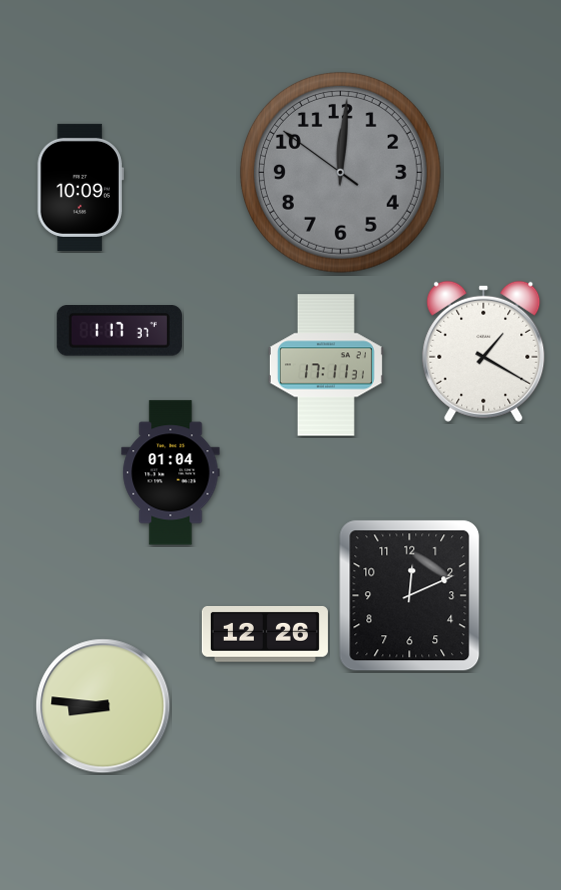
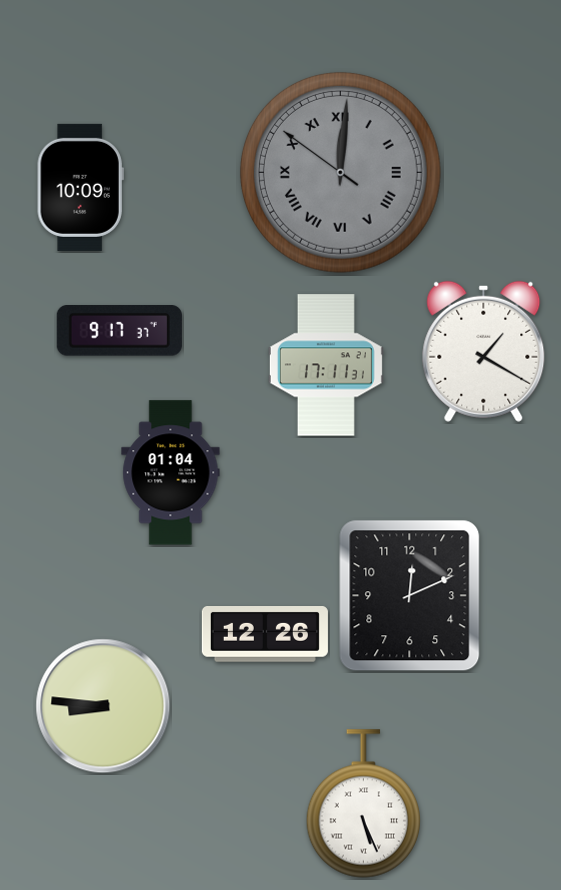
clock at (340, 172) numerals: Arabic -> Roman
clock at (119, 331): 1:17 -> 9:17
clock at (364, 804): none -> 5:26
